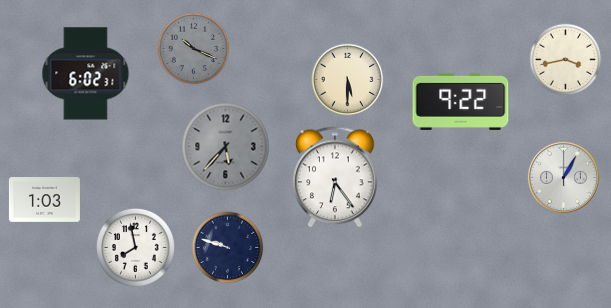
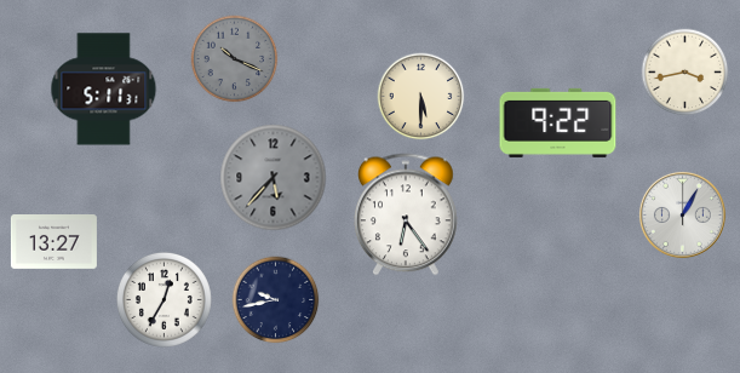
clock at (86, 74): 6:02 -> 5:11
clock at (44, 200): 1:03 -> 13:27
clock at (135, 247): 7:58 -> 12:35
clock at (228, 248): 9:48 -> 9:43
